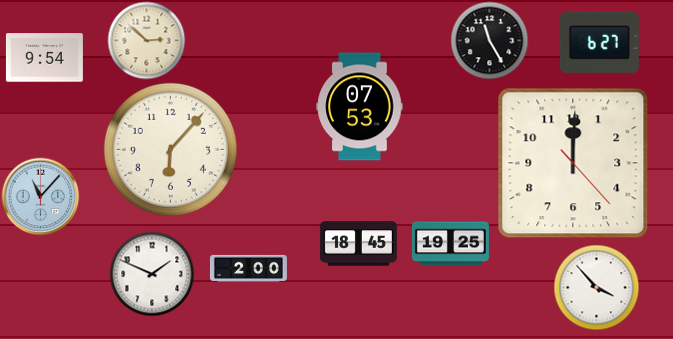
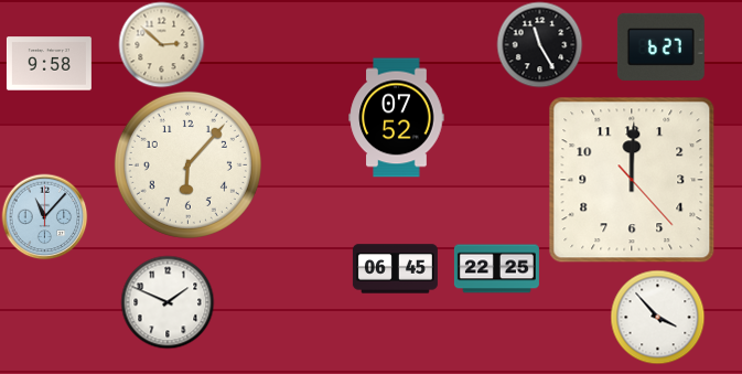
clock at (44, 58): 9:54 -> 9:58
clock at (360, 107): 07:53 -> 07:52
clock at (358, 244): 18:45 -> 06:45
clock at (450, 244): 19:25 -> 22:25
clock at (248, 268): 2:00 -> none
